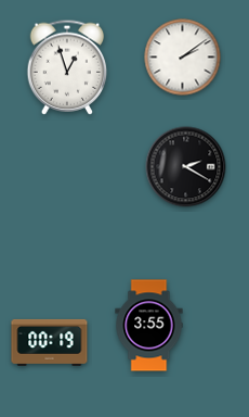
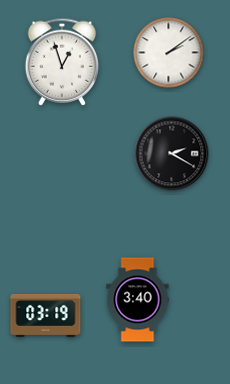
clock at (149, 326): 3:55 -> 3:40
clock at (50, 342): 00:19 -> 03:19
